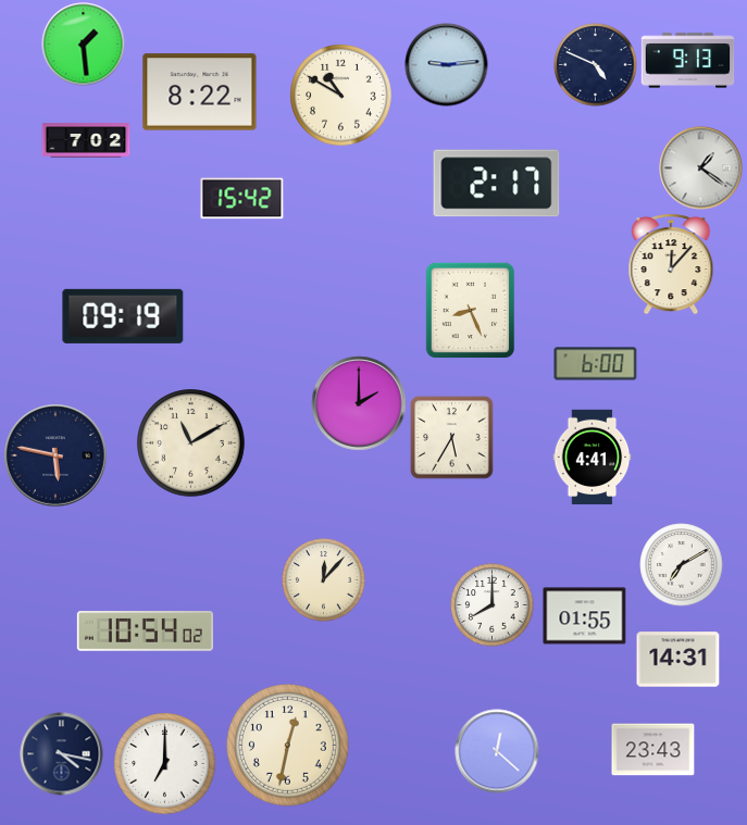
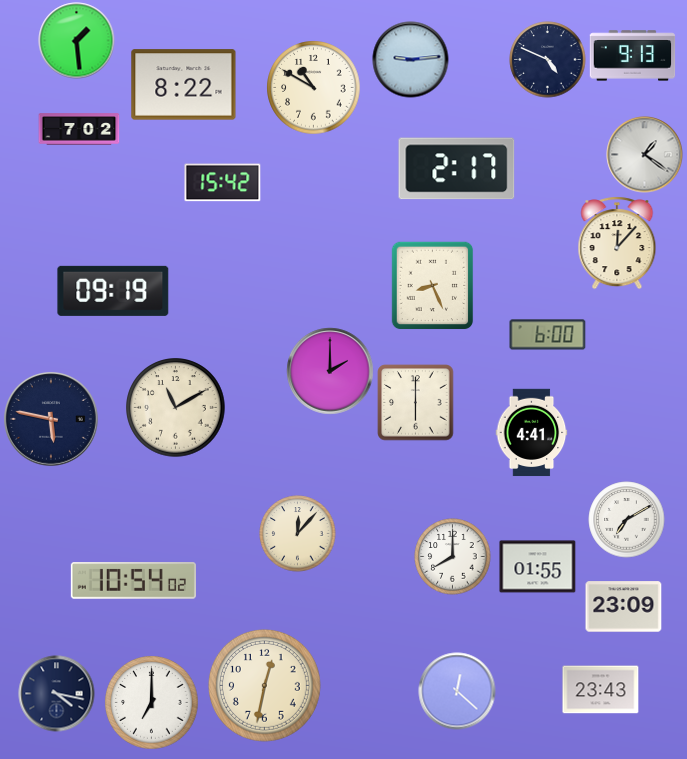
clock at (452, 438): 5:35 -> 6:00
clock at (593, 458) position: (593, 458) -> (532, 433)
clock at (678, 660): 14:31 -> 23:09
